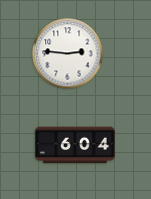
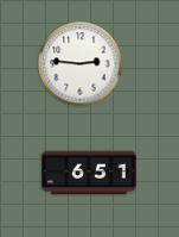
clock at (75, 145): 6:04 -> 6:51
